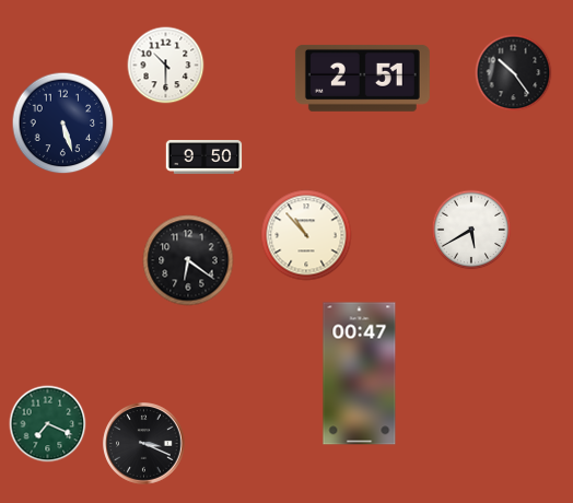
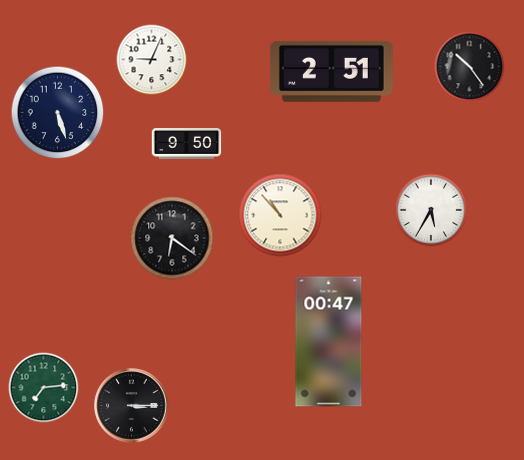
clock at (166, 66): 10:30 -> 9:04
clock at (471, 230): 5:40 -> 5:35
clock at (48, 424): 7:19 -> 7:14
clock at (144, 444): 3:19 -> 3:15
